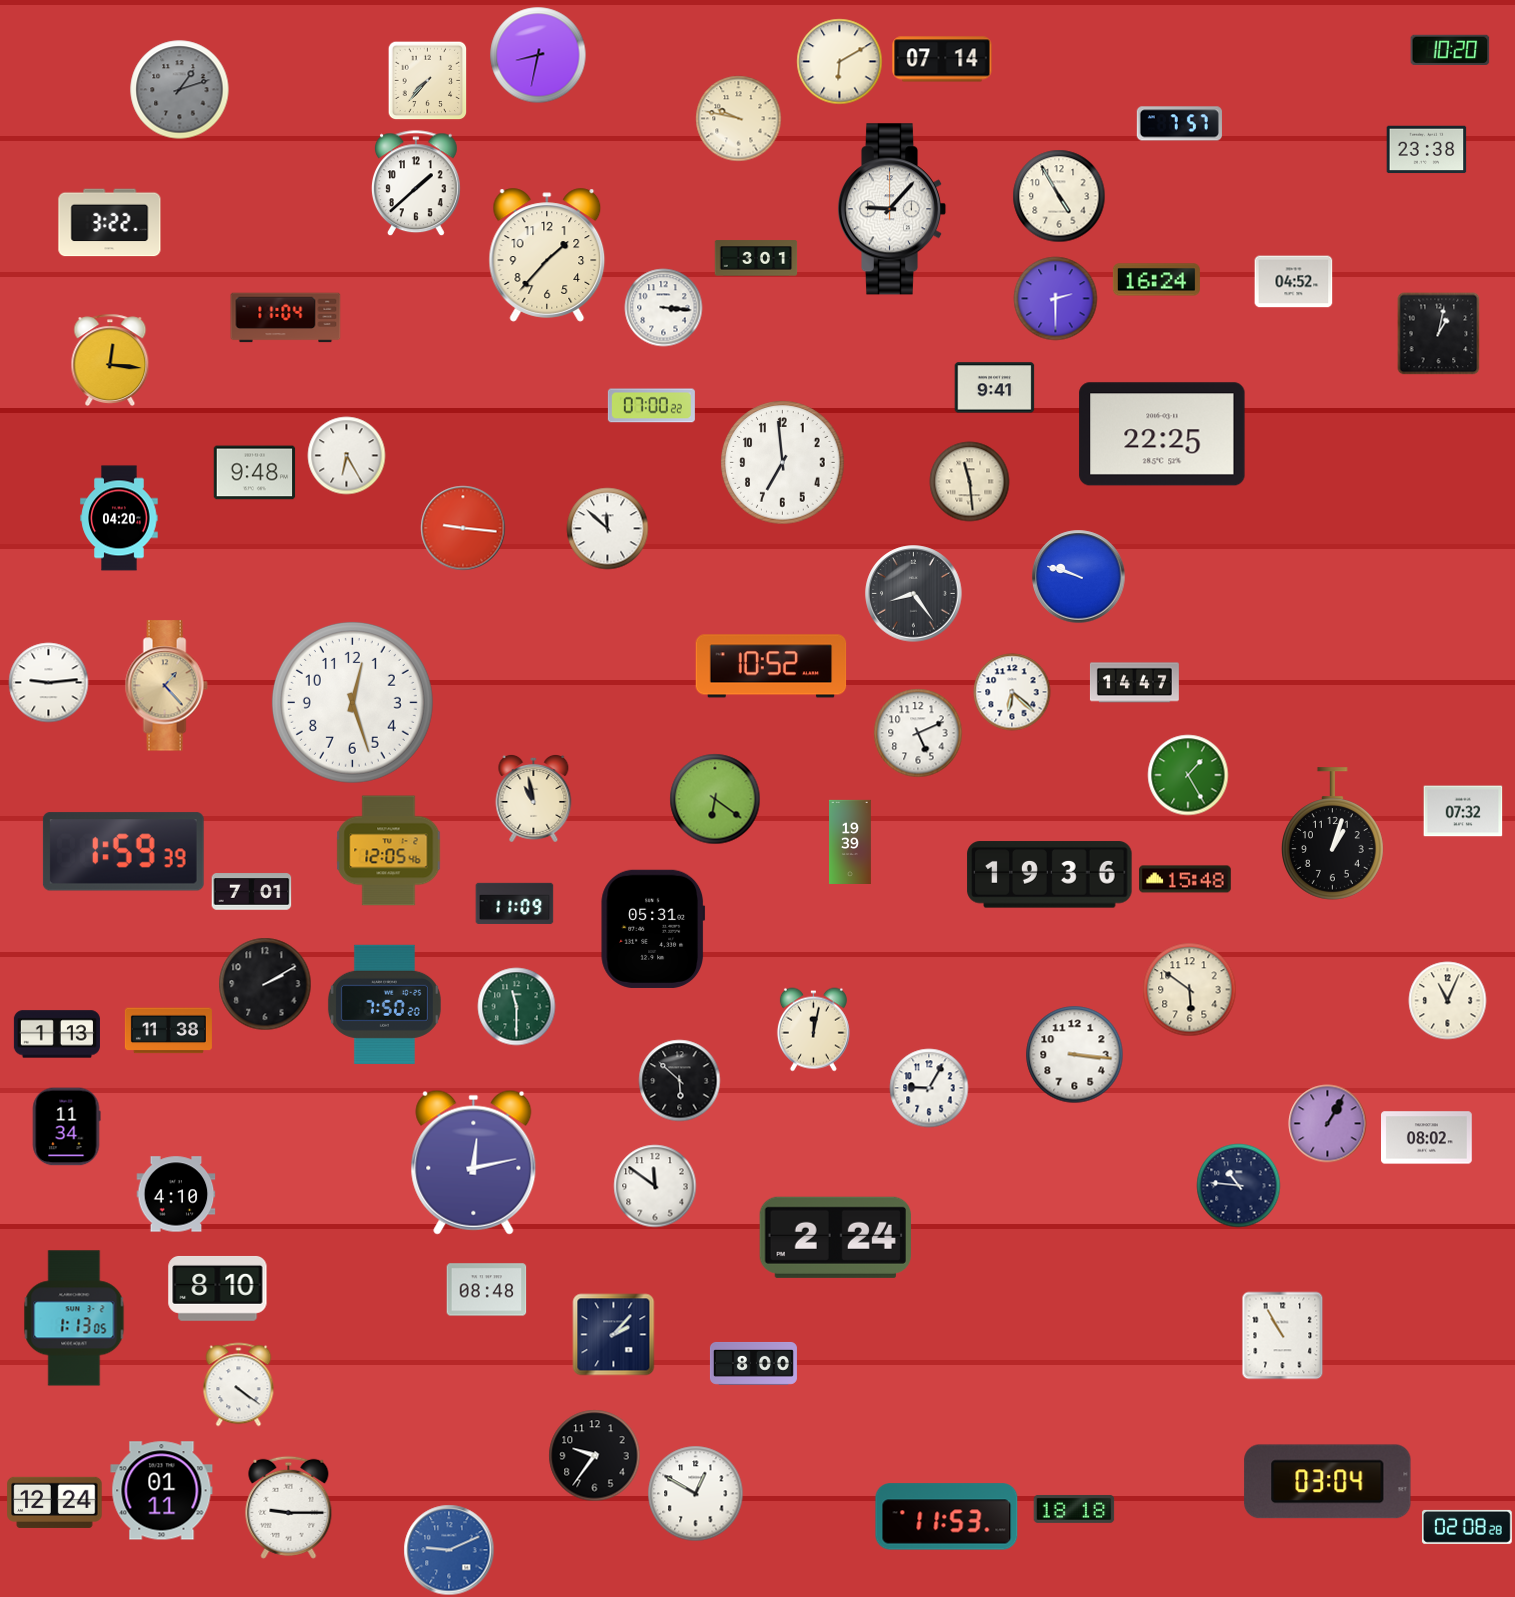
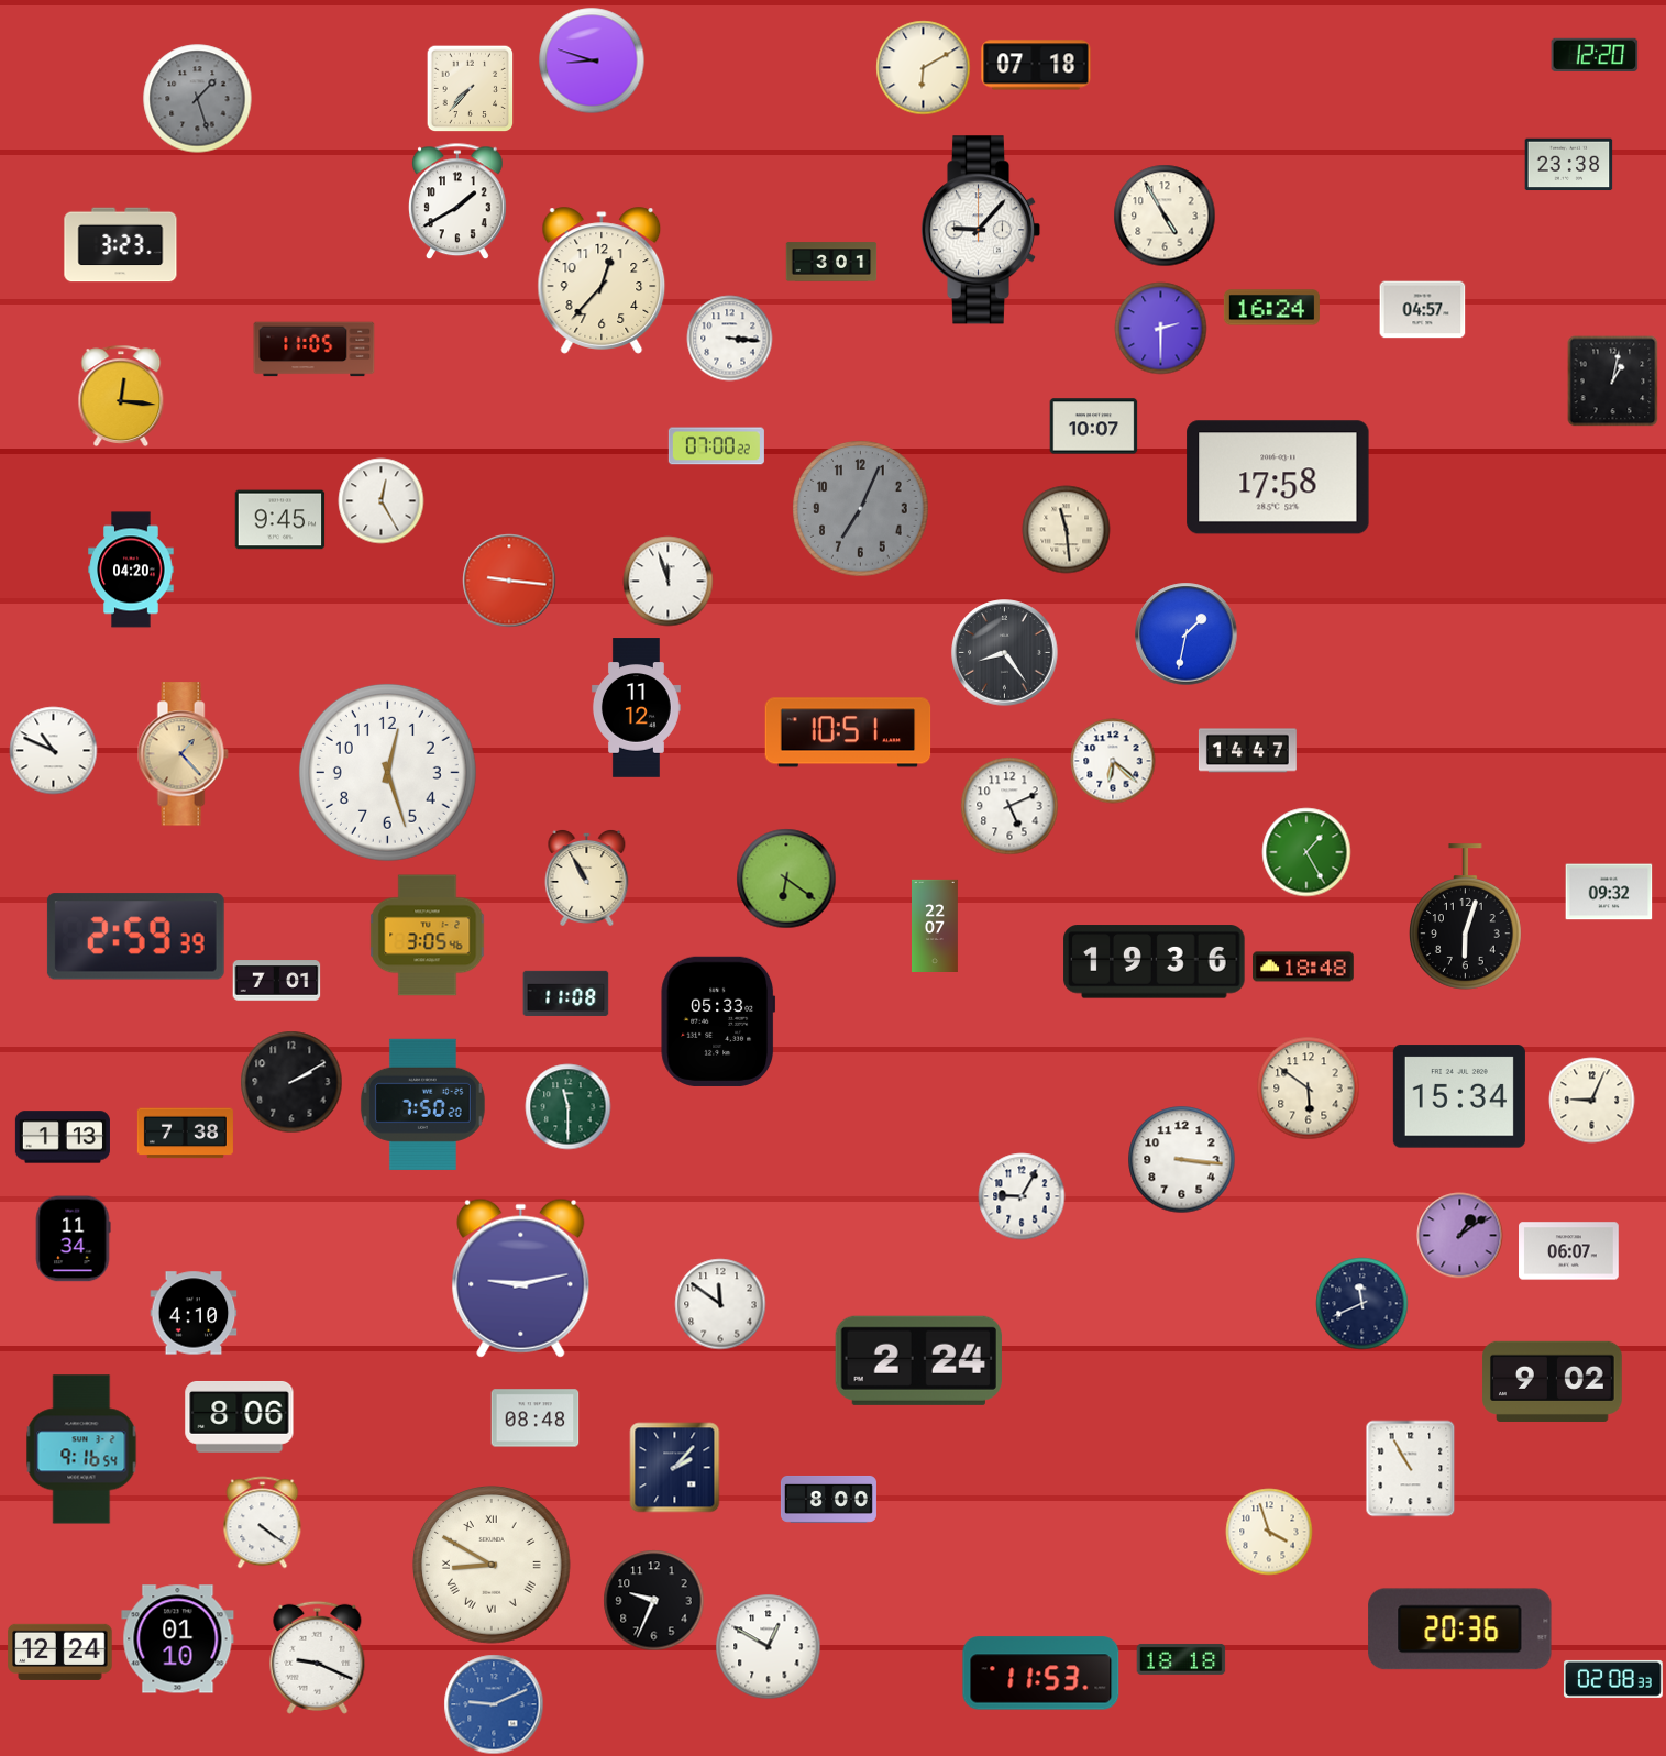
clock at (1450, 49): 10:20 -> 12:20
clock at (538, 55): 8:32 -> 8:48
clock at (942, 59): 07:14 -> 07:18
clock at (180, 90): 1:12 -> 1:27
clock at (739, 119): 9:47 -> none
clock at (1179, 124): 7:57 -> none
clock at (416, 184): 1:38 -> 1:40
clock at (110, 223): 3:22 -> 3:23
clock at (547, 255): 1:37 -> 12:37
clock at (756, 258) position: (756, 258) -> (831, 262)
clock at (1294, 282): 04:52 -> 04:57
clock at (286, 318): 11:04 -> 11:05
clock at (1439, 334) position: (1439, 334) -> (1613, 382)
clock at (995, 388): 9:41 -> 10:07
clock at (1162, 434): 22:25 -> 17:58
clock at (347, 456): 6:25 -> 12:25
clock at (783, 463): 6:59 -> 7:04
clock at (783, 463) dial: white -> grey
clock at (255, 473): 9:48 -> 9:45
clock at (608, 529): 11:52 -> 11:57
clock at (1079, 577): 9:48 -> 1:32
clock at (636, 708): none -> 11:12
clock at (771, 666): 10:52 -> 10:51
clock at (49, 683): 9:14 -> 10:49
clock at (534, 798): 10:58 -> 10:55
clock at (1463, 811): 07:32 -> 09:32
clock at (1333, 834): 1:03 -> 6:03
clock at (851, 841): 19:39 -> 22:07
clock at (389, 851): 12:05 -> 3:05
clock at (123, 852): 1:59 -> 2:59
clock at (1185, 879): 15:48 -> 18:48
clock at (515, 903): 11:09 -> 11:08
clock at (653, 929): 05:31 -> 05:33
clock at (1459, 1096): none -> 15:34
clock at (1448, 1001): 11:04 -> 9:04
clock at (813, 1030): 12:02 -> none
clock at (168, 1031): 11:38 -> 7:38
clock at (680, 1081): 5:52 -> none
clock at (1328, 1124): 1:05 -> 1:09
clock at (1427, 1138): 08:02 -> 06:07
clock at (474, 1162): 12:13 -> 9:13
clock at (1239, 1186): 10:46 -> 11:41
clock at (1553, 1381): none -> 9:02
clock at (218, 1288): 8:10 -> 8:06
clock at (74, 1318): 1:13 -> 9:16
clock at (1269, 1532): none -> 3:57
clock at (493, 1566): none -> 8:50
clock at (595, 1456): 9:36 -> 9:34
clock at (1328, 1482): 03:04 -> 20:36
clock at (162, 1491): 01:11 -> 01:10
clock at (696, 1494) position: (696, 1494) -> (769, 1647)
clock at (289, 1507): 9:15 -> 9:19
clock at (947, 1517) position: (947, 1517) -> (1041, 1674)
clock at (1467, 1527): 02:08:28 -> 02:08:33
